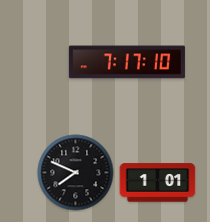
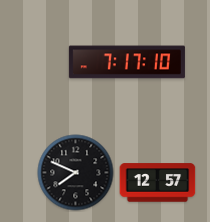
clock at (158, 183): 1:01 -> 12:57
